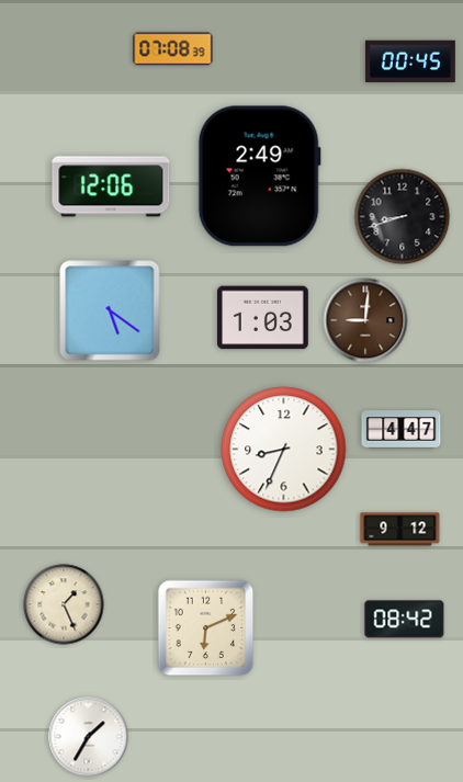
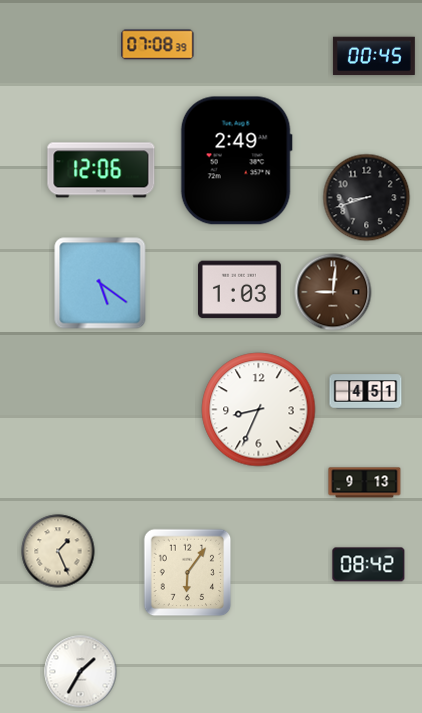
clock at (402, 430): 4:47 -> 4:51
clock at (400, 530): 9:12 -> 9:13
clock at (206, 628): 6:11 -> 6:06
